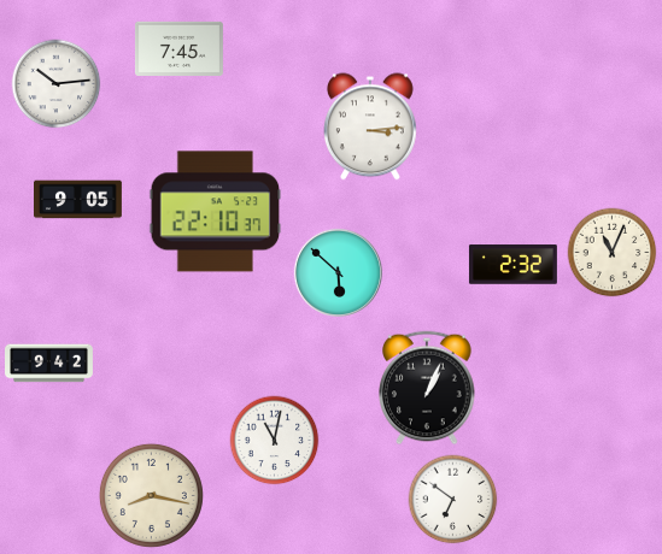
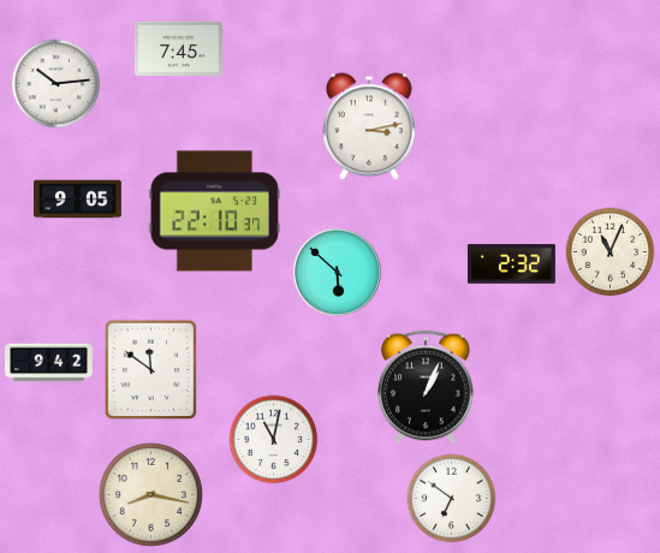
clock at (370, 126): 3:14 -> 3:13
clock at (151, 370): none -> 11:51
